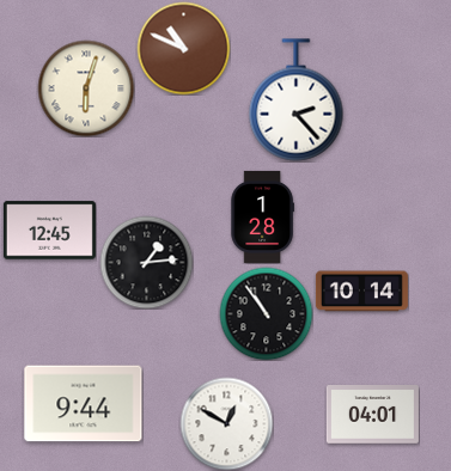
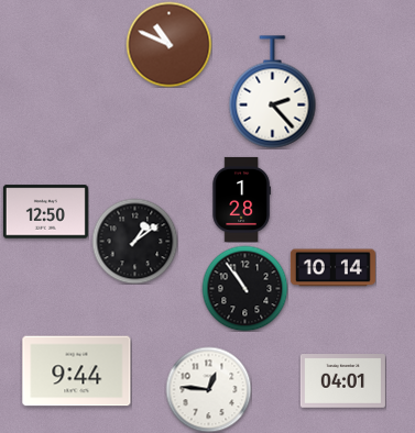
clock at (86, 88): 6:03 -> none
clock at (49, 231): 12:45 -> 12:50
clock at (146, 262): 1:14 -> 1:09
clock at (226, 423): 12:50 -> 12:46
